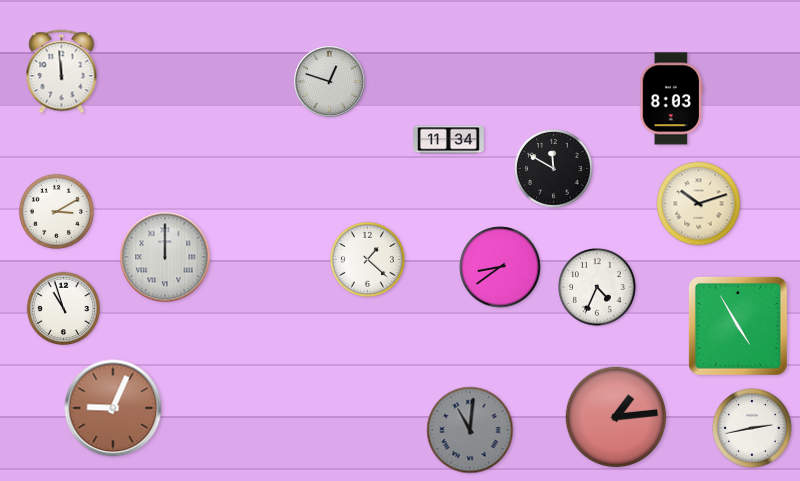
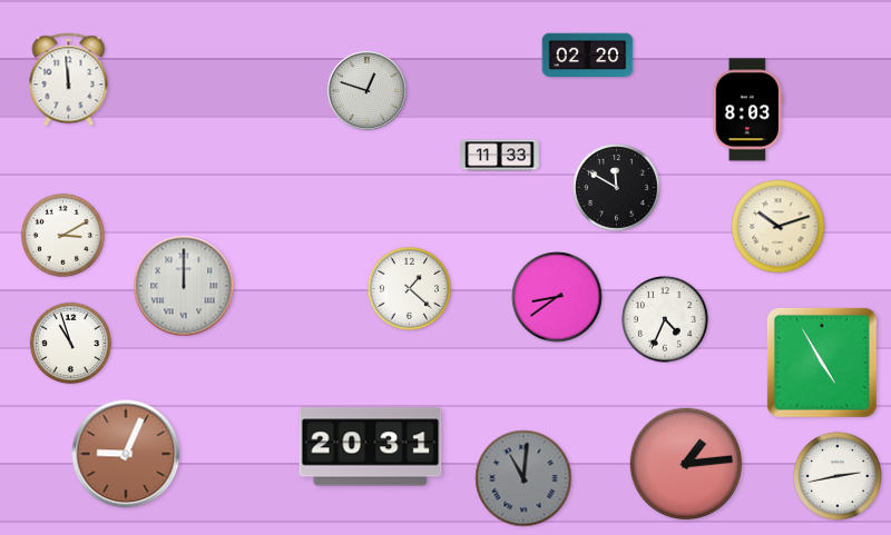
clock at (588, 56): none -> 02:20
clock at (449, 140): 11:34 -> 11:33
clock at (371, 447): none -> 20:31
